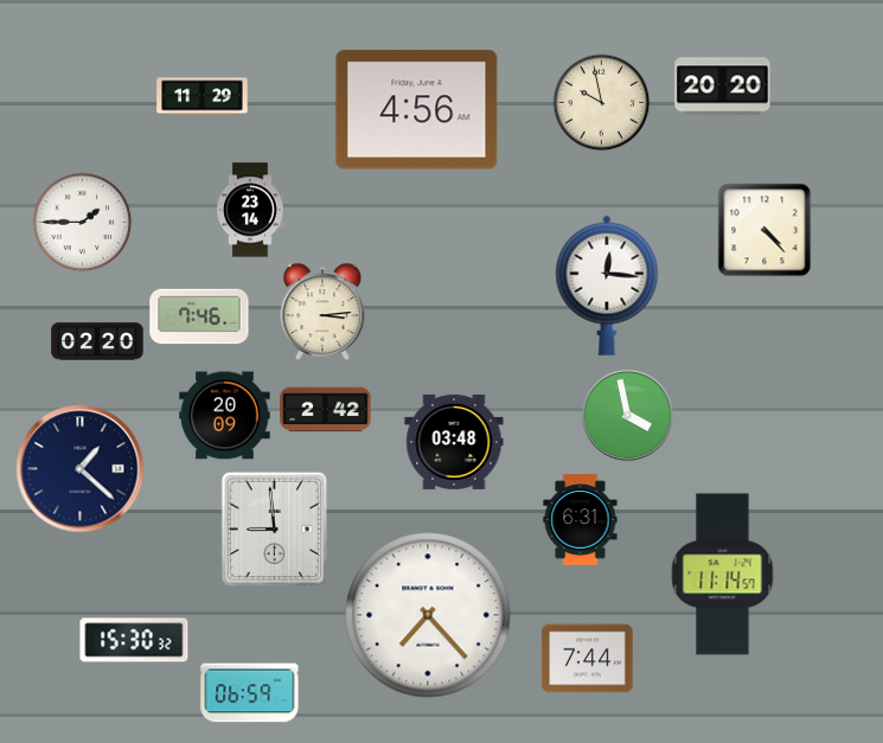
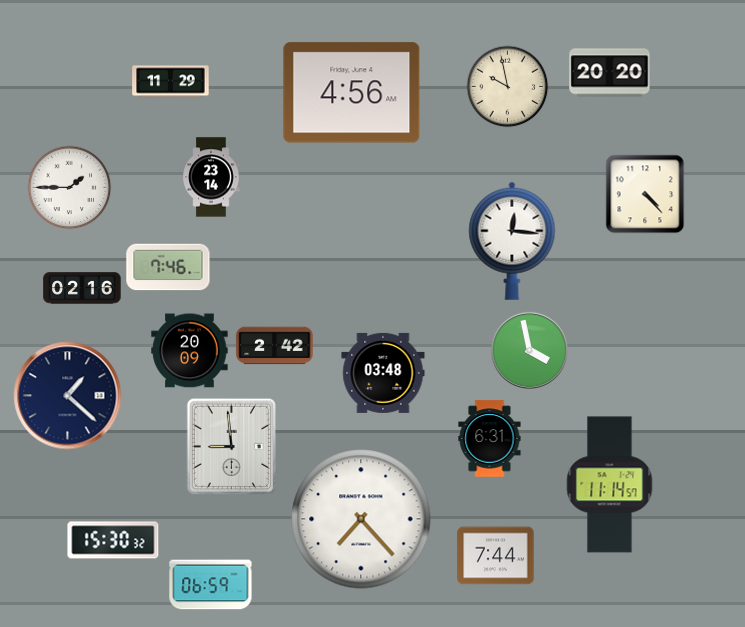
clock at (322, 312): 3:14 -> none
clock at (97, 341): 02:20 -> 02:16
